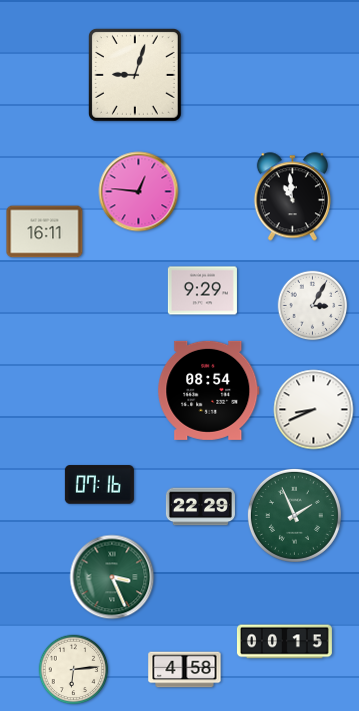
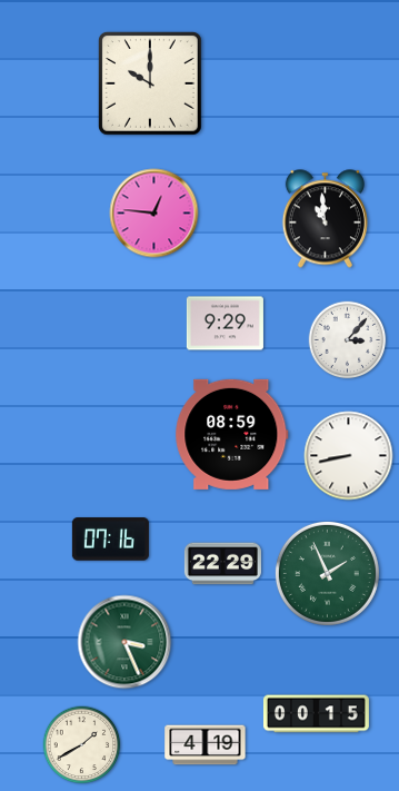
clock at (135, 75): 9:03 -> 10:00
clock at (45, 232): 16:11 -> none
clock at (313, 306): 3:05 -> 3:07
clock at (209, 390): 08:54 -> 08:59
clock at (314, 410): 8:41 -> 8:43
clock at (74, 670): 6:14 -> 1:40
clock at (185, 670): 4:58 -> 4:19
